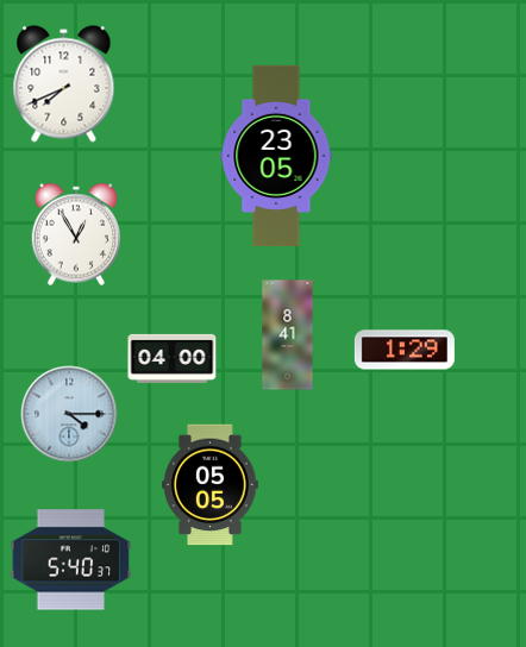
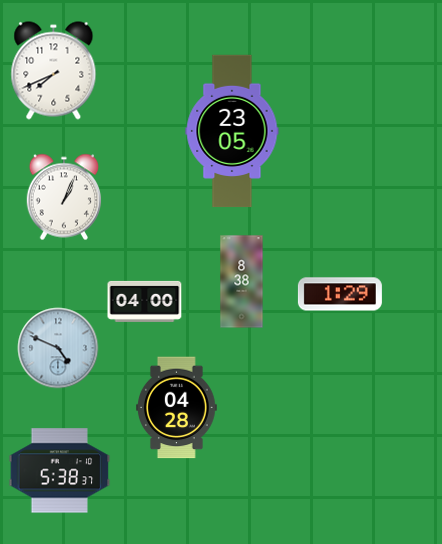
clock at (75, 234): 12:55 -> 1:04
clock at (288, 335): 8:41 -> 8:38
clock at (69, 414): 4:15 -> 4:49
clock at (211, 485): 05:05 -> 04:28
clock at (71, 560): 5:40 -> 5:38
